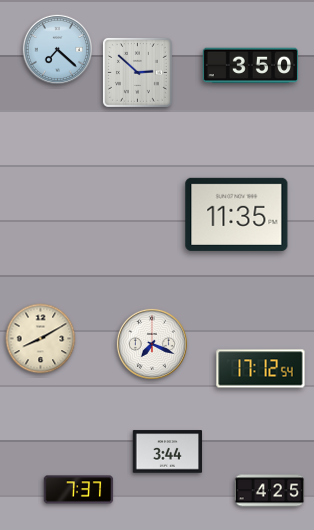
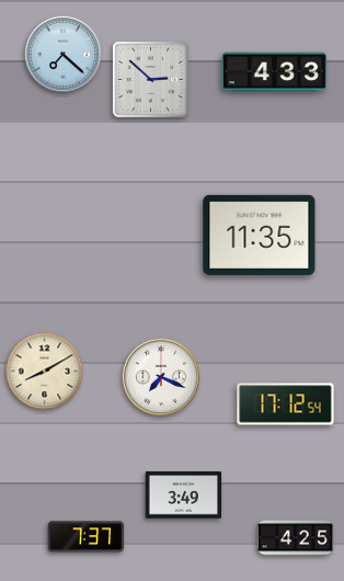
clock at (251, 66): 3:50 -> 4:33
clock at (152, 344) position: (152, 344) -> (161, 377)
clock at (168, 452): 3:44 -> 3:49
